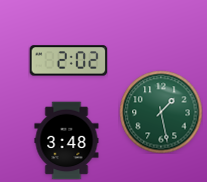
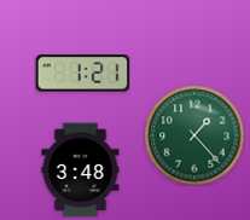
clock at (68, 61): 2:02 -> 1:21
clock at (161, 112): 1:28 -> 1:23
